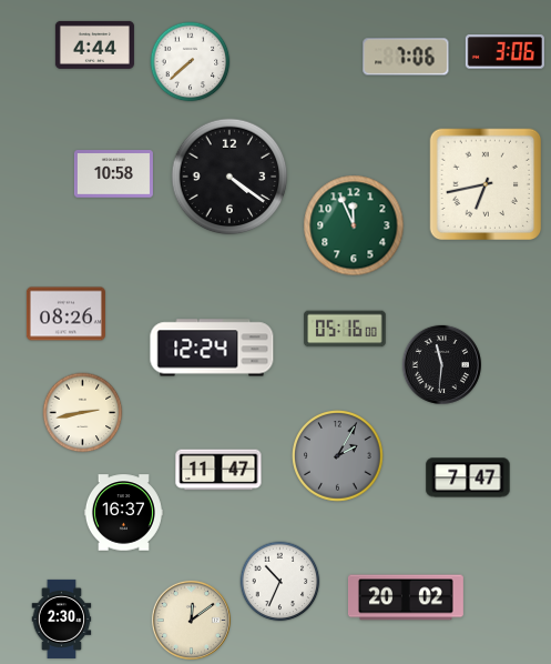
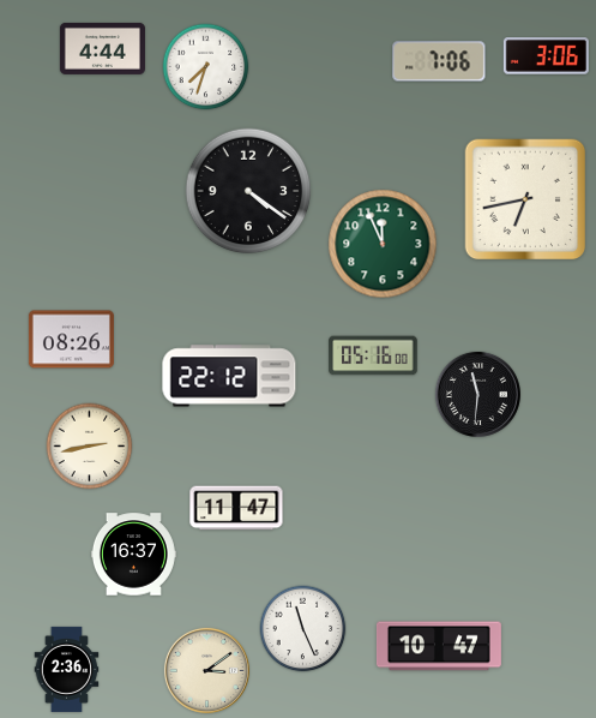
clock at (191, 62): 7:38 -> 7:33
clock at (113, 174): 10:58 -> none
clock at (212, 348): 12:24 -> 22:12
clock at (338, 456): 2:05 -> none
clock at (468, 477): 7:47 -> none
clock at (280, 582): 10:34 -> 11:26
clock at (406, 597): 20:02 -> 10:47
clock at (62, 618): 2:30 -> 2:36
clock at (191, 620): 12:09 -> 3:09
